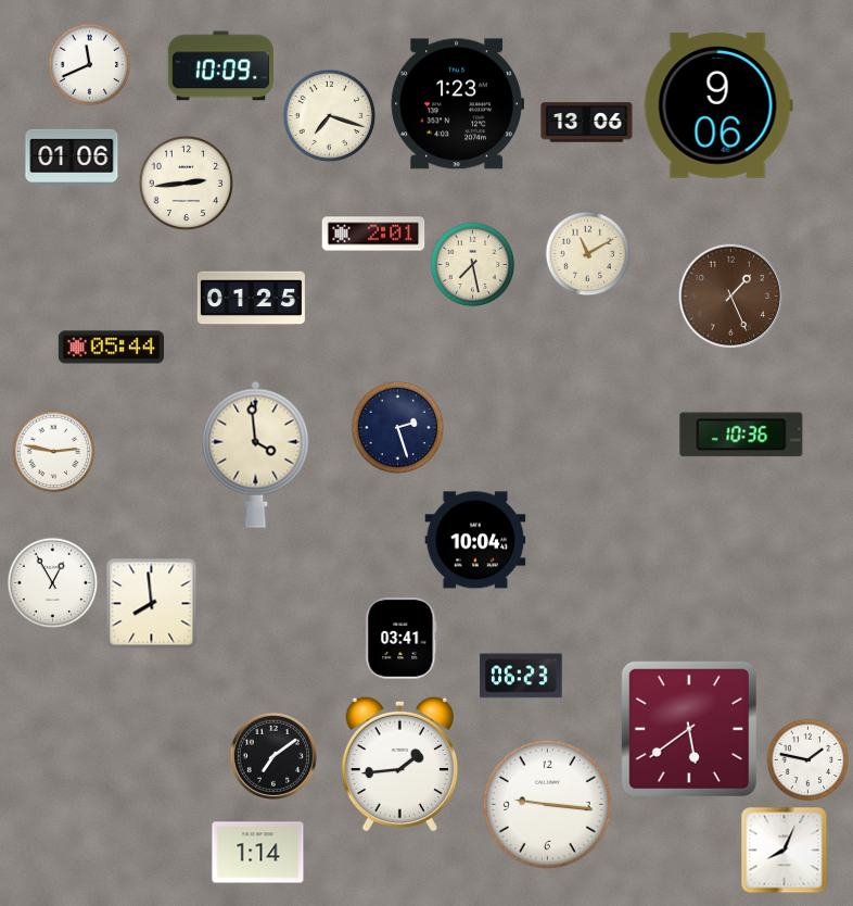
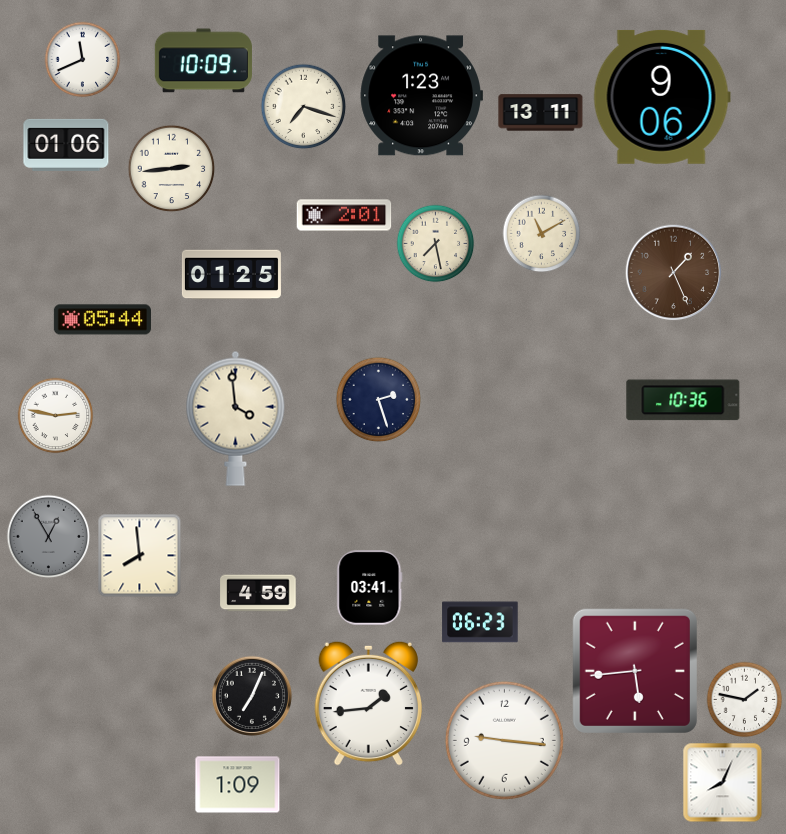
clock at (587, 123): 13:06 -> 13:11
clock at (398, 428) position: (398, 428) -> (379, 400)
clock at (54, 452) position: (54, 452) -> (56, 416)
clock at (475, 540): 10:04 -> none
clock at (53, 583) dial: white -> grey
clock at (258, 593): none -> 4:59
clock at (689, 729): 5:39 -> 5:44
clock at (273, 756): 7:09 -> 7:04
clock at (258, 853): 1:14 -> 1:09
